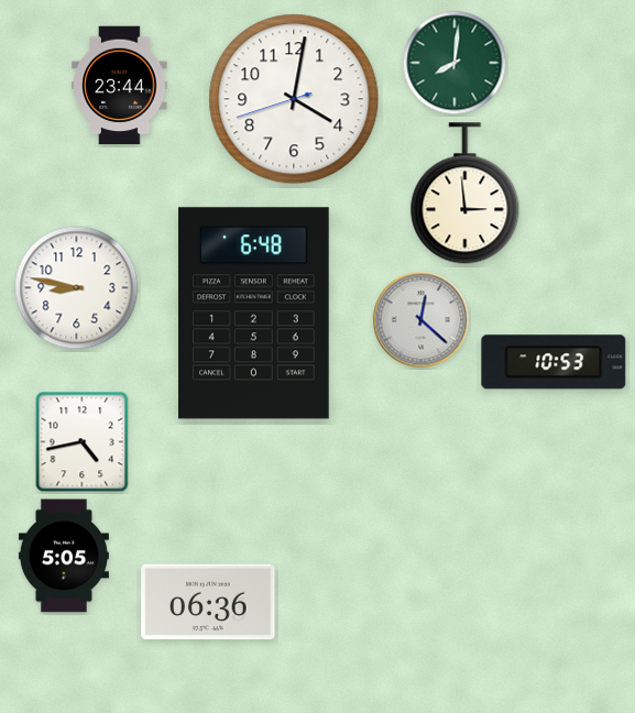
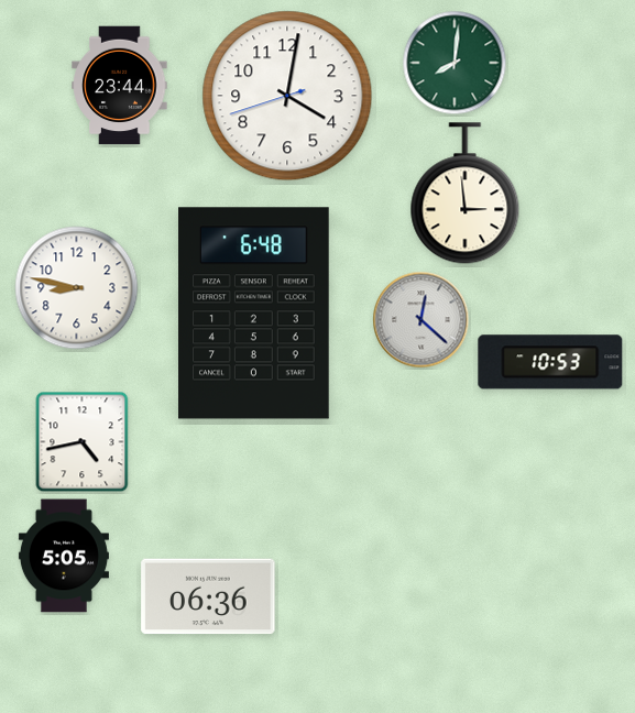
clock at (294, 99) position: (294, 99) -> (287, 96)
clock at (554, 362) position: (554, 362) -> (550, 362)
clock at (208, 602) position: (208, 602) -> (208, 596)
